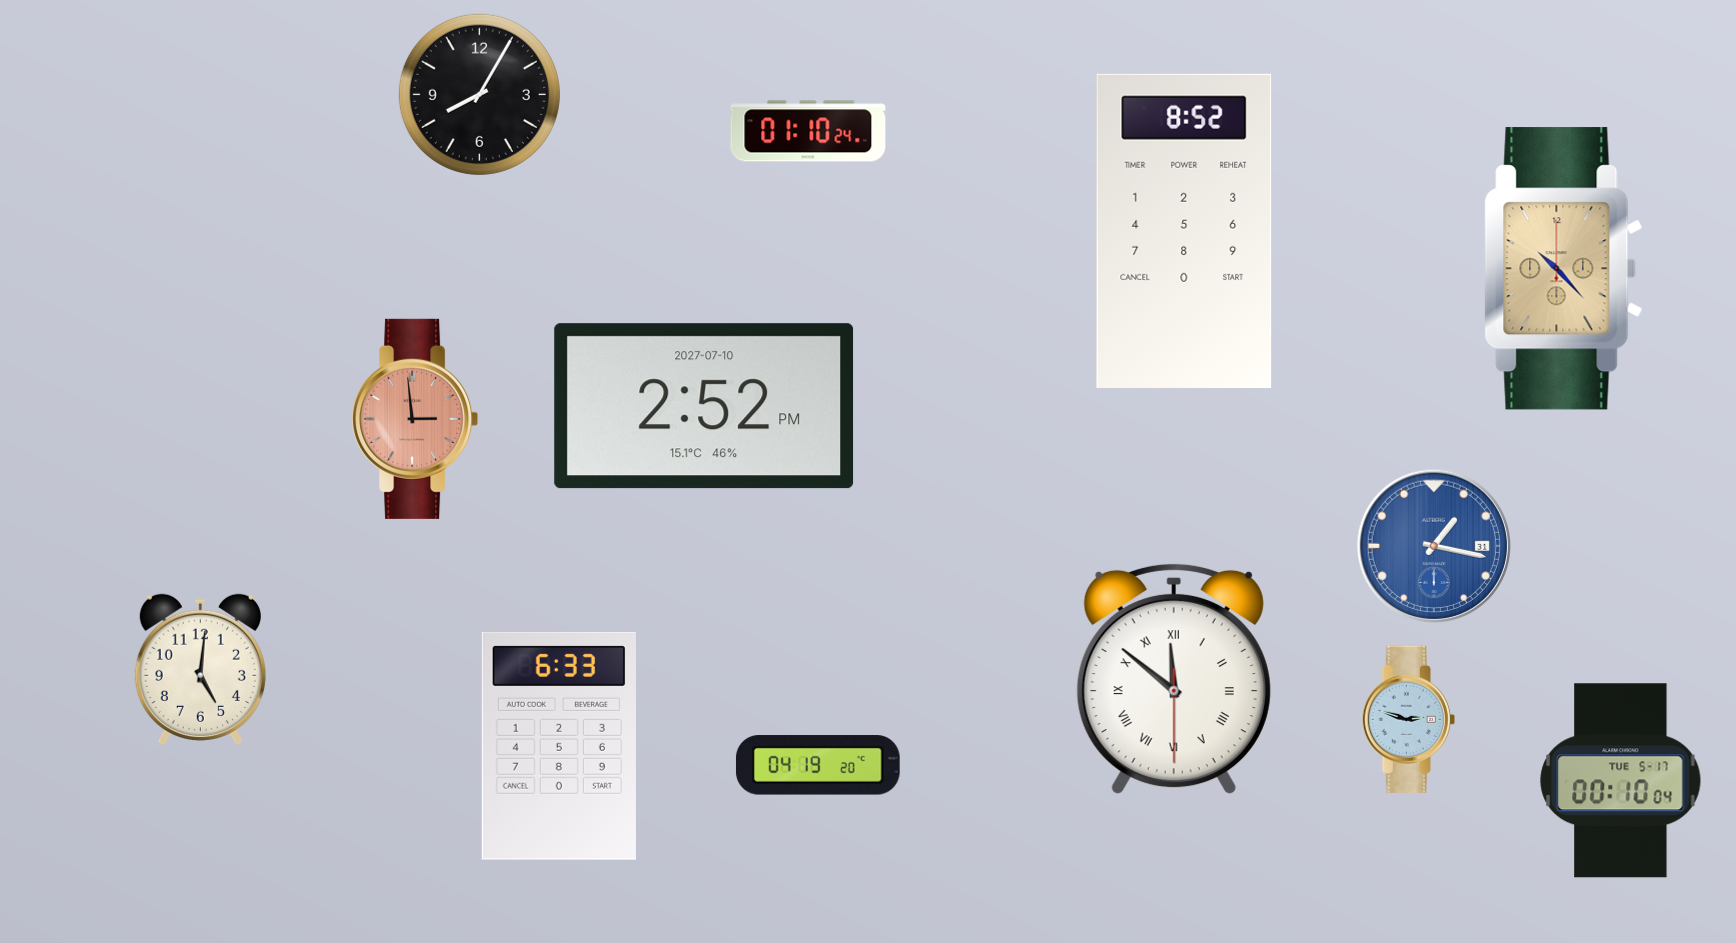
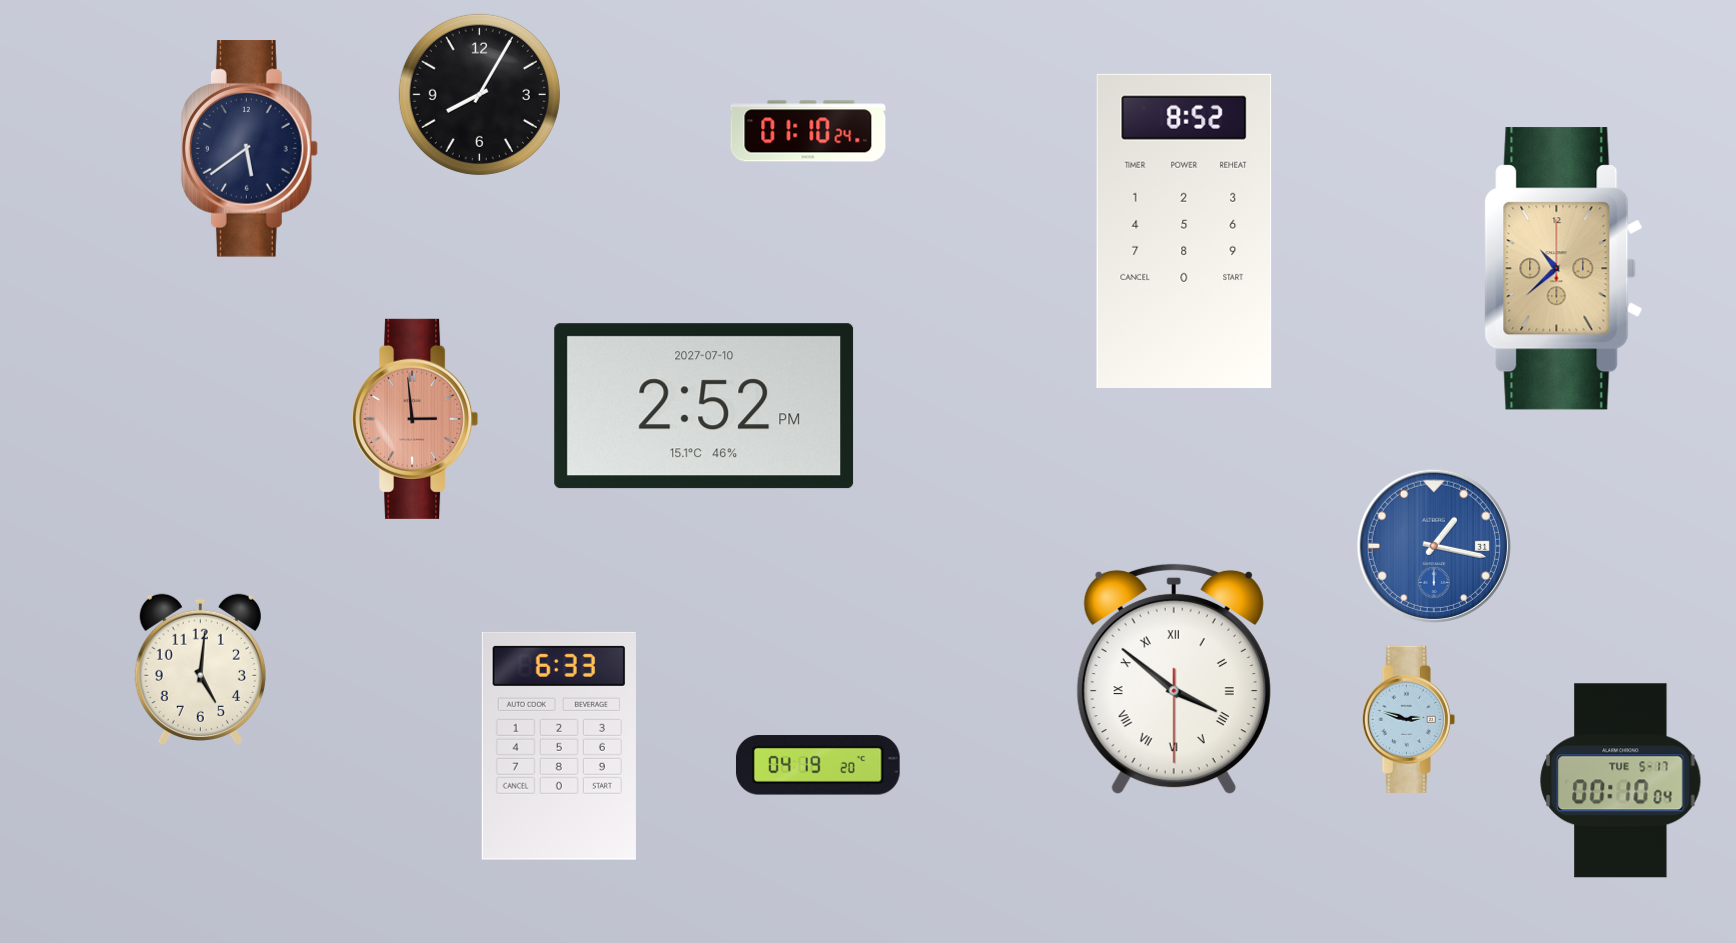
clock at (249, 149): none -> 5:39
clock at (1564, 269): 10:23 -> 10:38
clock at (1174, 679): 11:51 -> 3:51
